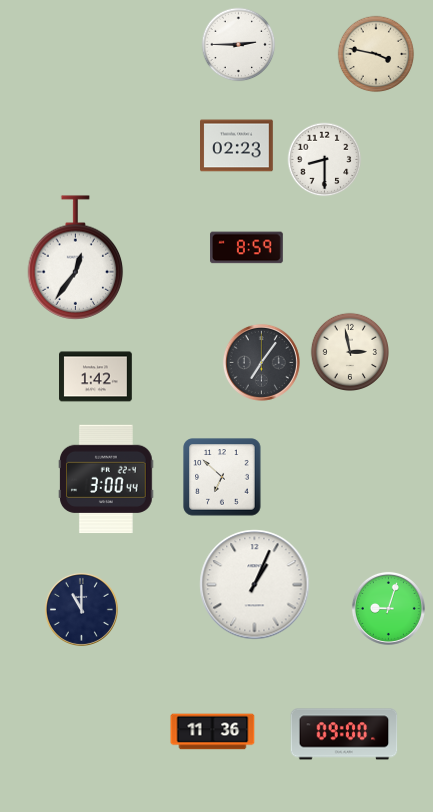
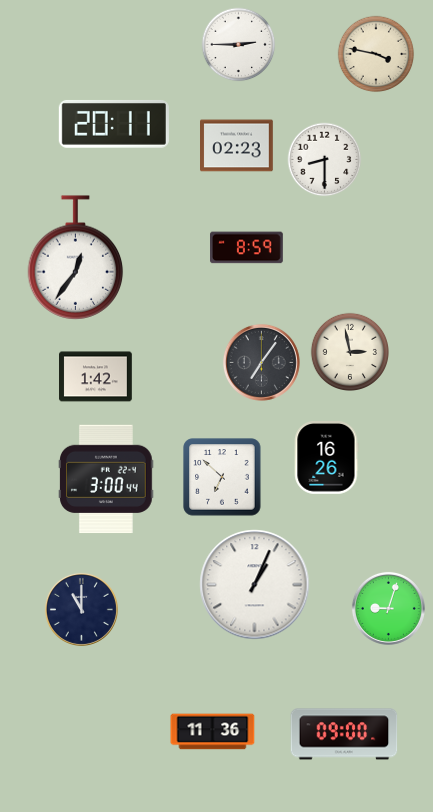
clock at (114, 124): none -> 20:11
clock at (327, 458): none -> 16:26
